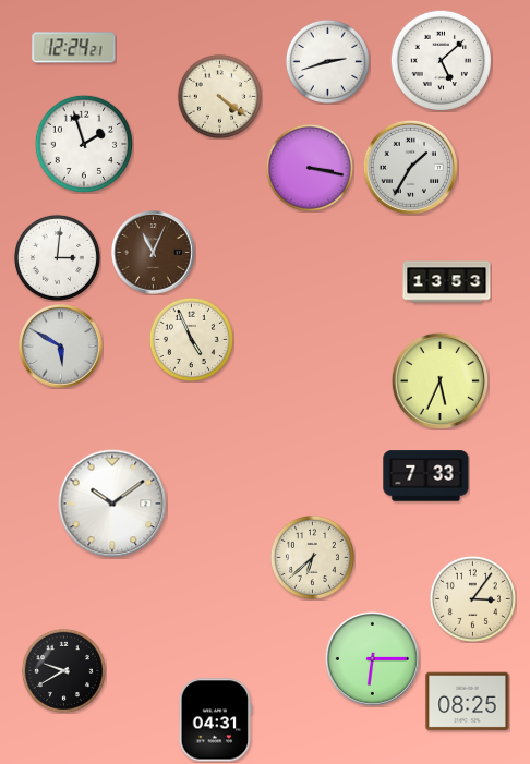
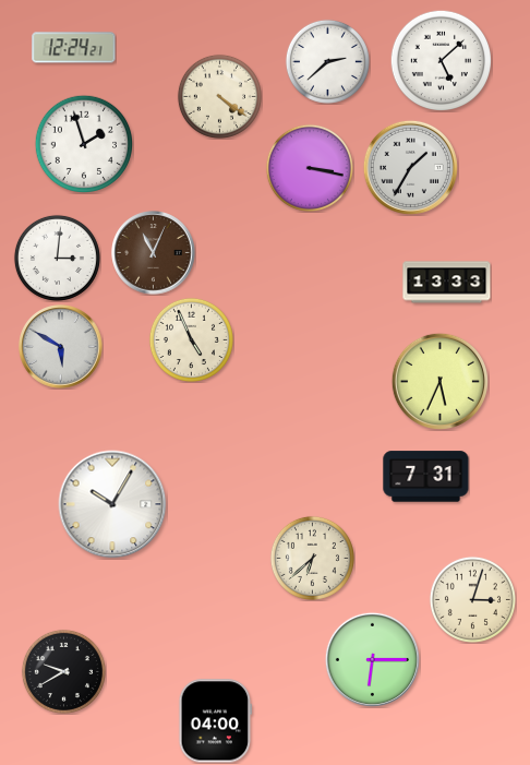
clock at (327, 61): 2:42 -> 2:38
clock at (447, 282): 13:53 -> 13:33
clock at (426, 476): 7:33 -> 7:31
clock at (112, 504): 10:09 -> 10:05
clock at (472, 598): 3:06 -> 3:03
clock at (468, 702): 08:25 -> none
clock at (216, 720): 04:31 -> 04:00
